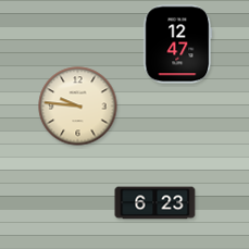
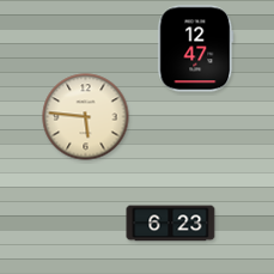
clock at (78, 107): 9:46 -> 5:46
